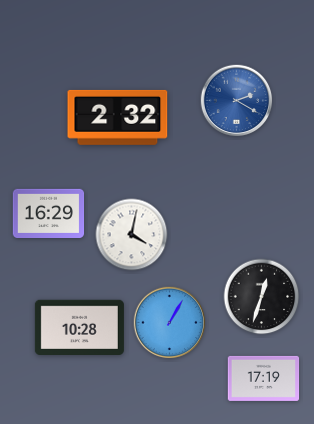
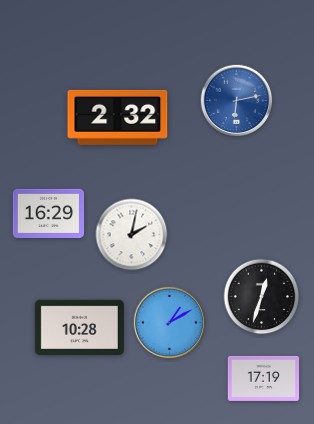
clock at (237, 101): 2:20 -> 6:13
clock at (132, 235): 4:02 -> 2:02
clock at (170, 323): 1:05 -> 1:10
